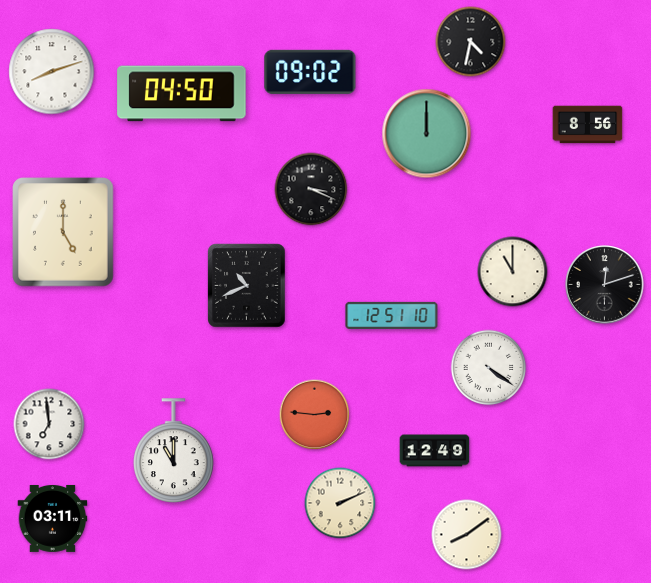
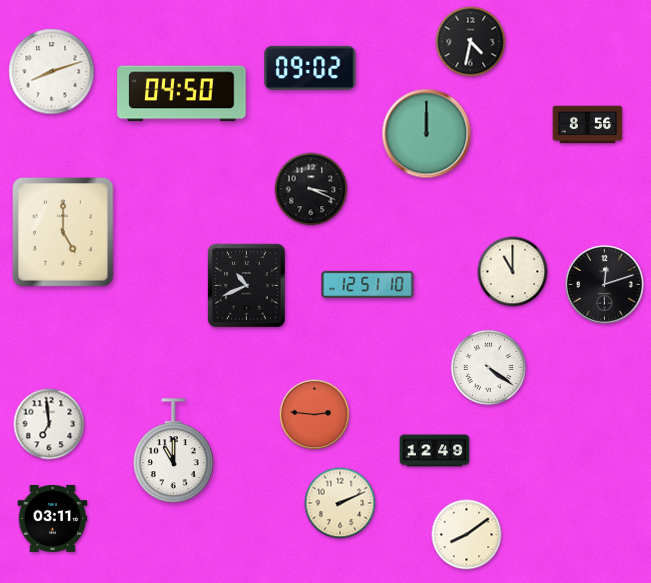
clock at (310, 72) position: (310, 72) -> (310, 68)
clock at (392, 315) position: (392, 315) -> (368, 284)
